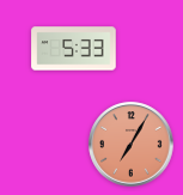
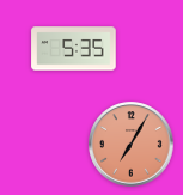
clock at (74, 49): 5:33 -> 5:35
